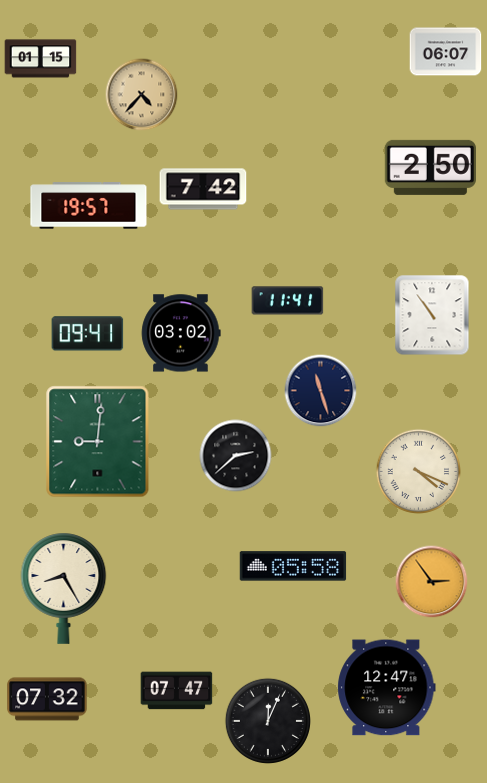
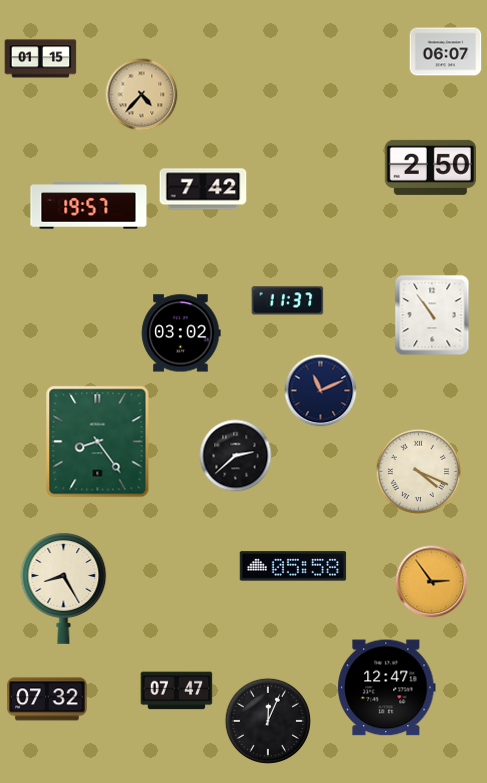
clock at (288, 301): 11:41 -> 11:37
clock at (88, 334): 09:41 -> none
clock at (321, 391): 11:27 -> 11:11
clock at (98, 442): 9:01 -> 8:24
